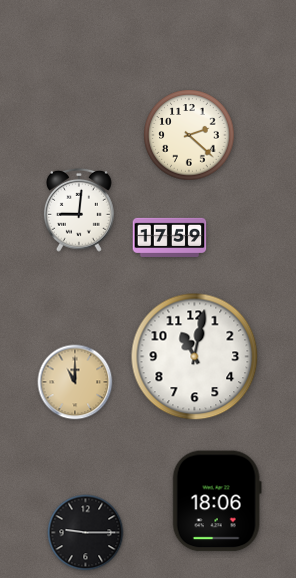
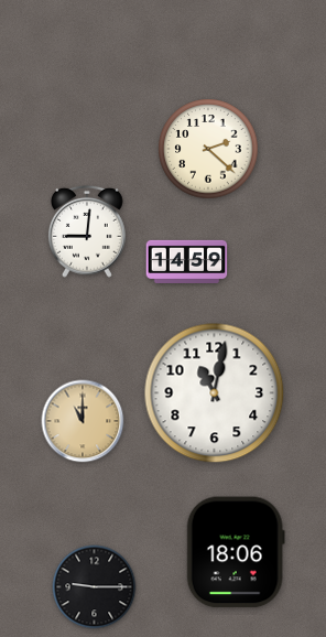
clock at (170, 237): 17:59 -> 14:59
clock at (217, 501) position: (217, 501) -> (236, 552)
